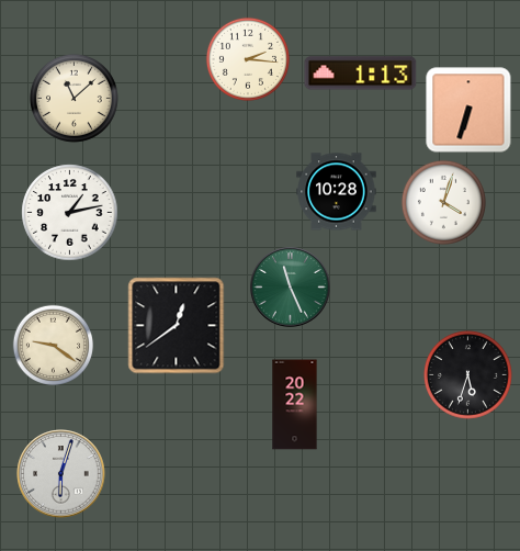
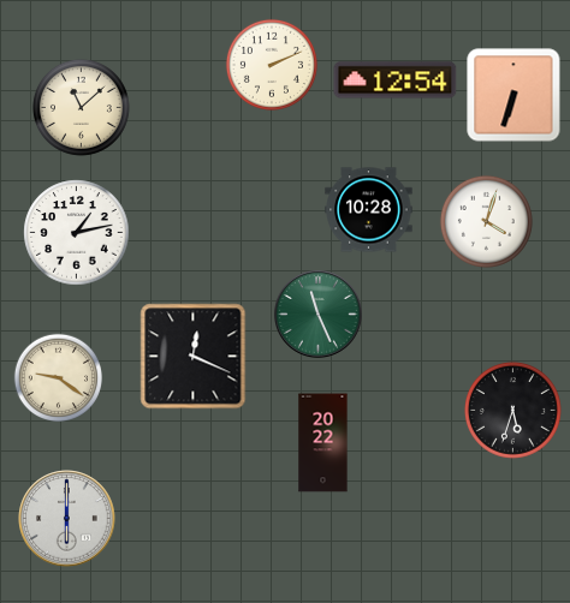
clock at (248, 59): 2:16 -> 2:11
clock at (361, 74): 1:13 -> 12:54
clock at (468, 110) position: (468, 110) -> (513, 95)
clock at (177, 326): 12:39 -> 12:19
clock at (61, 474): 6:03 -> 6:00
